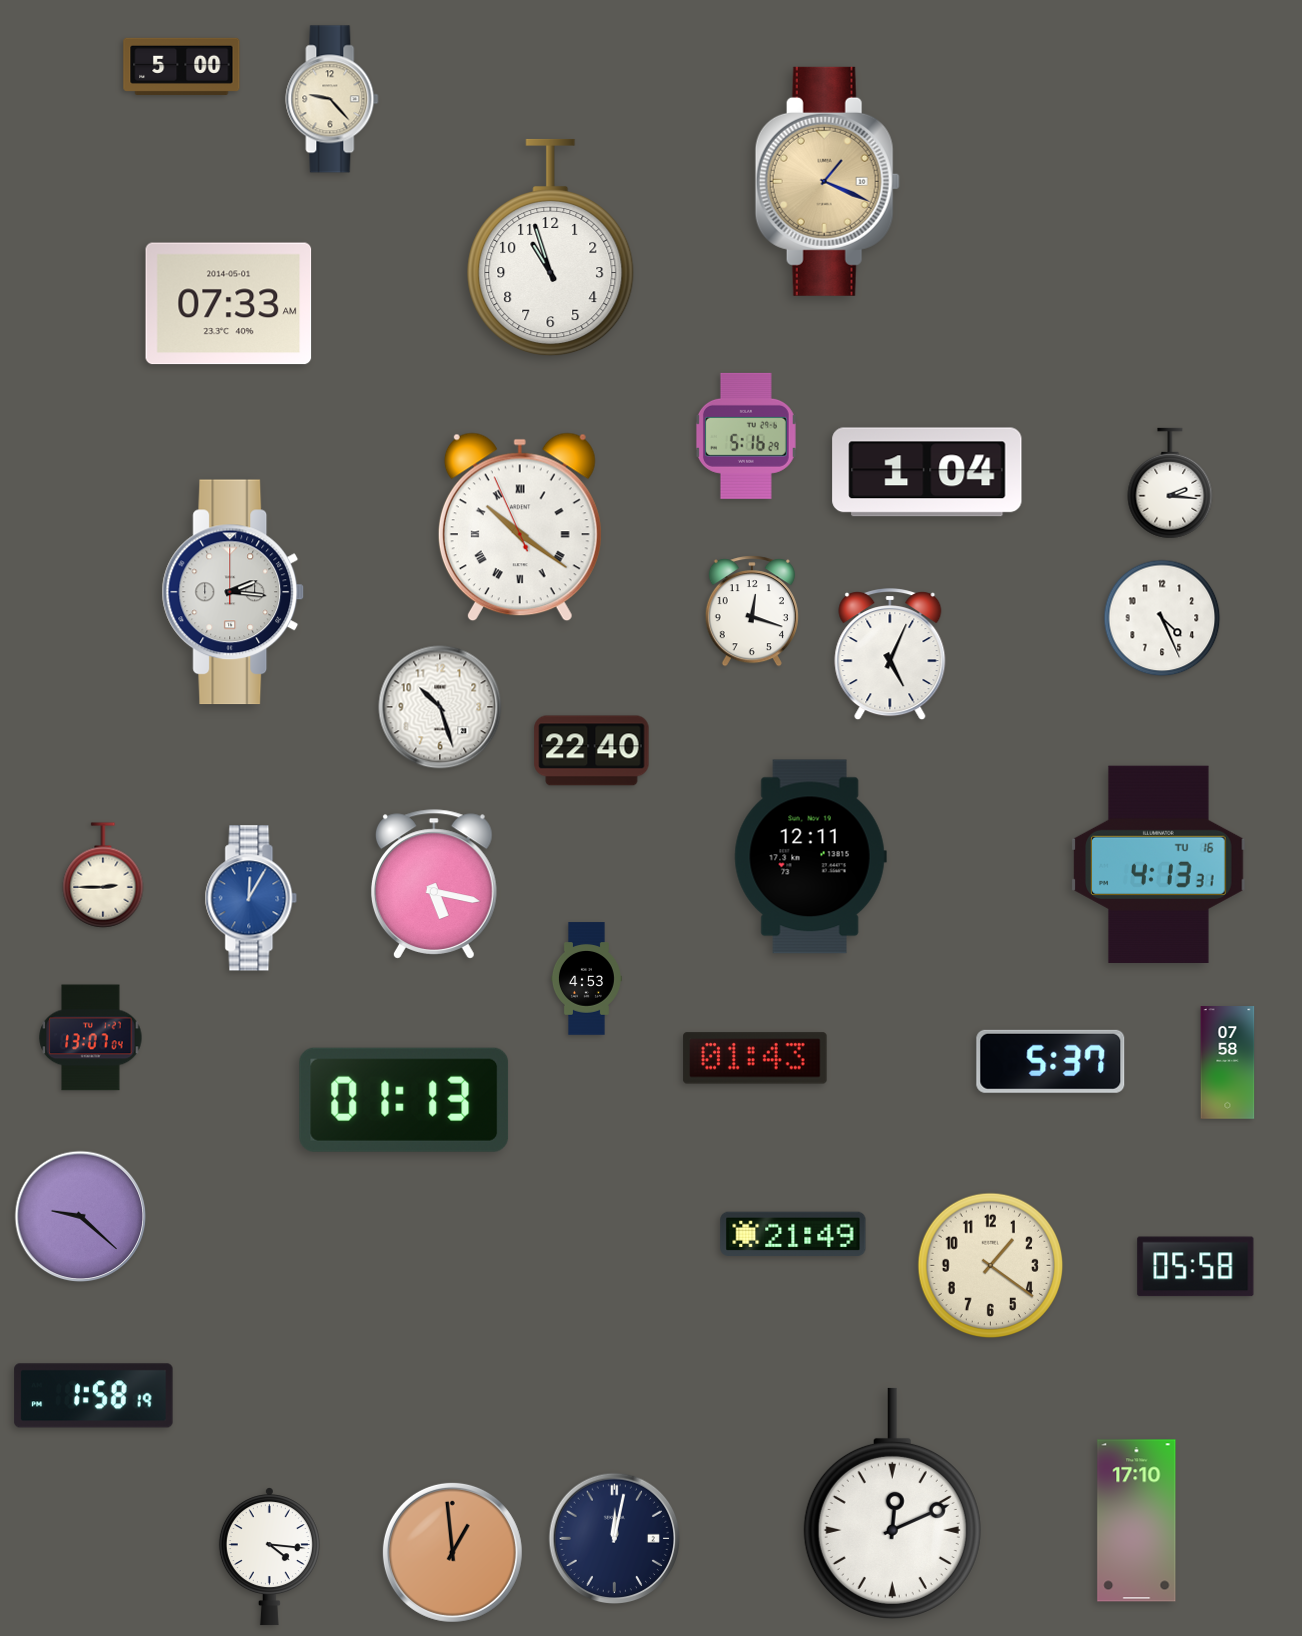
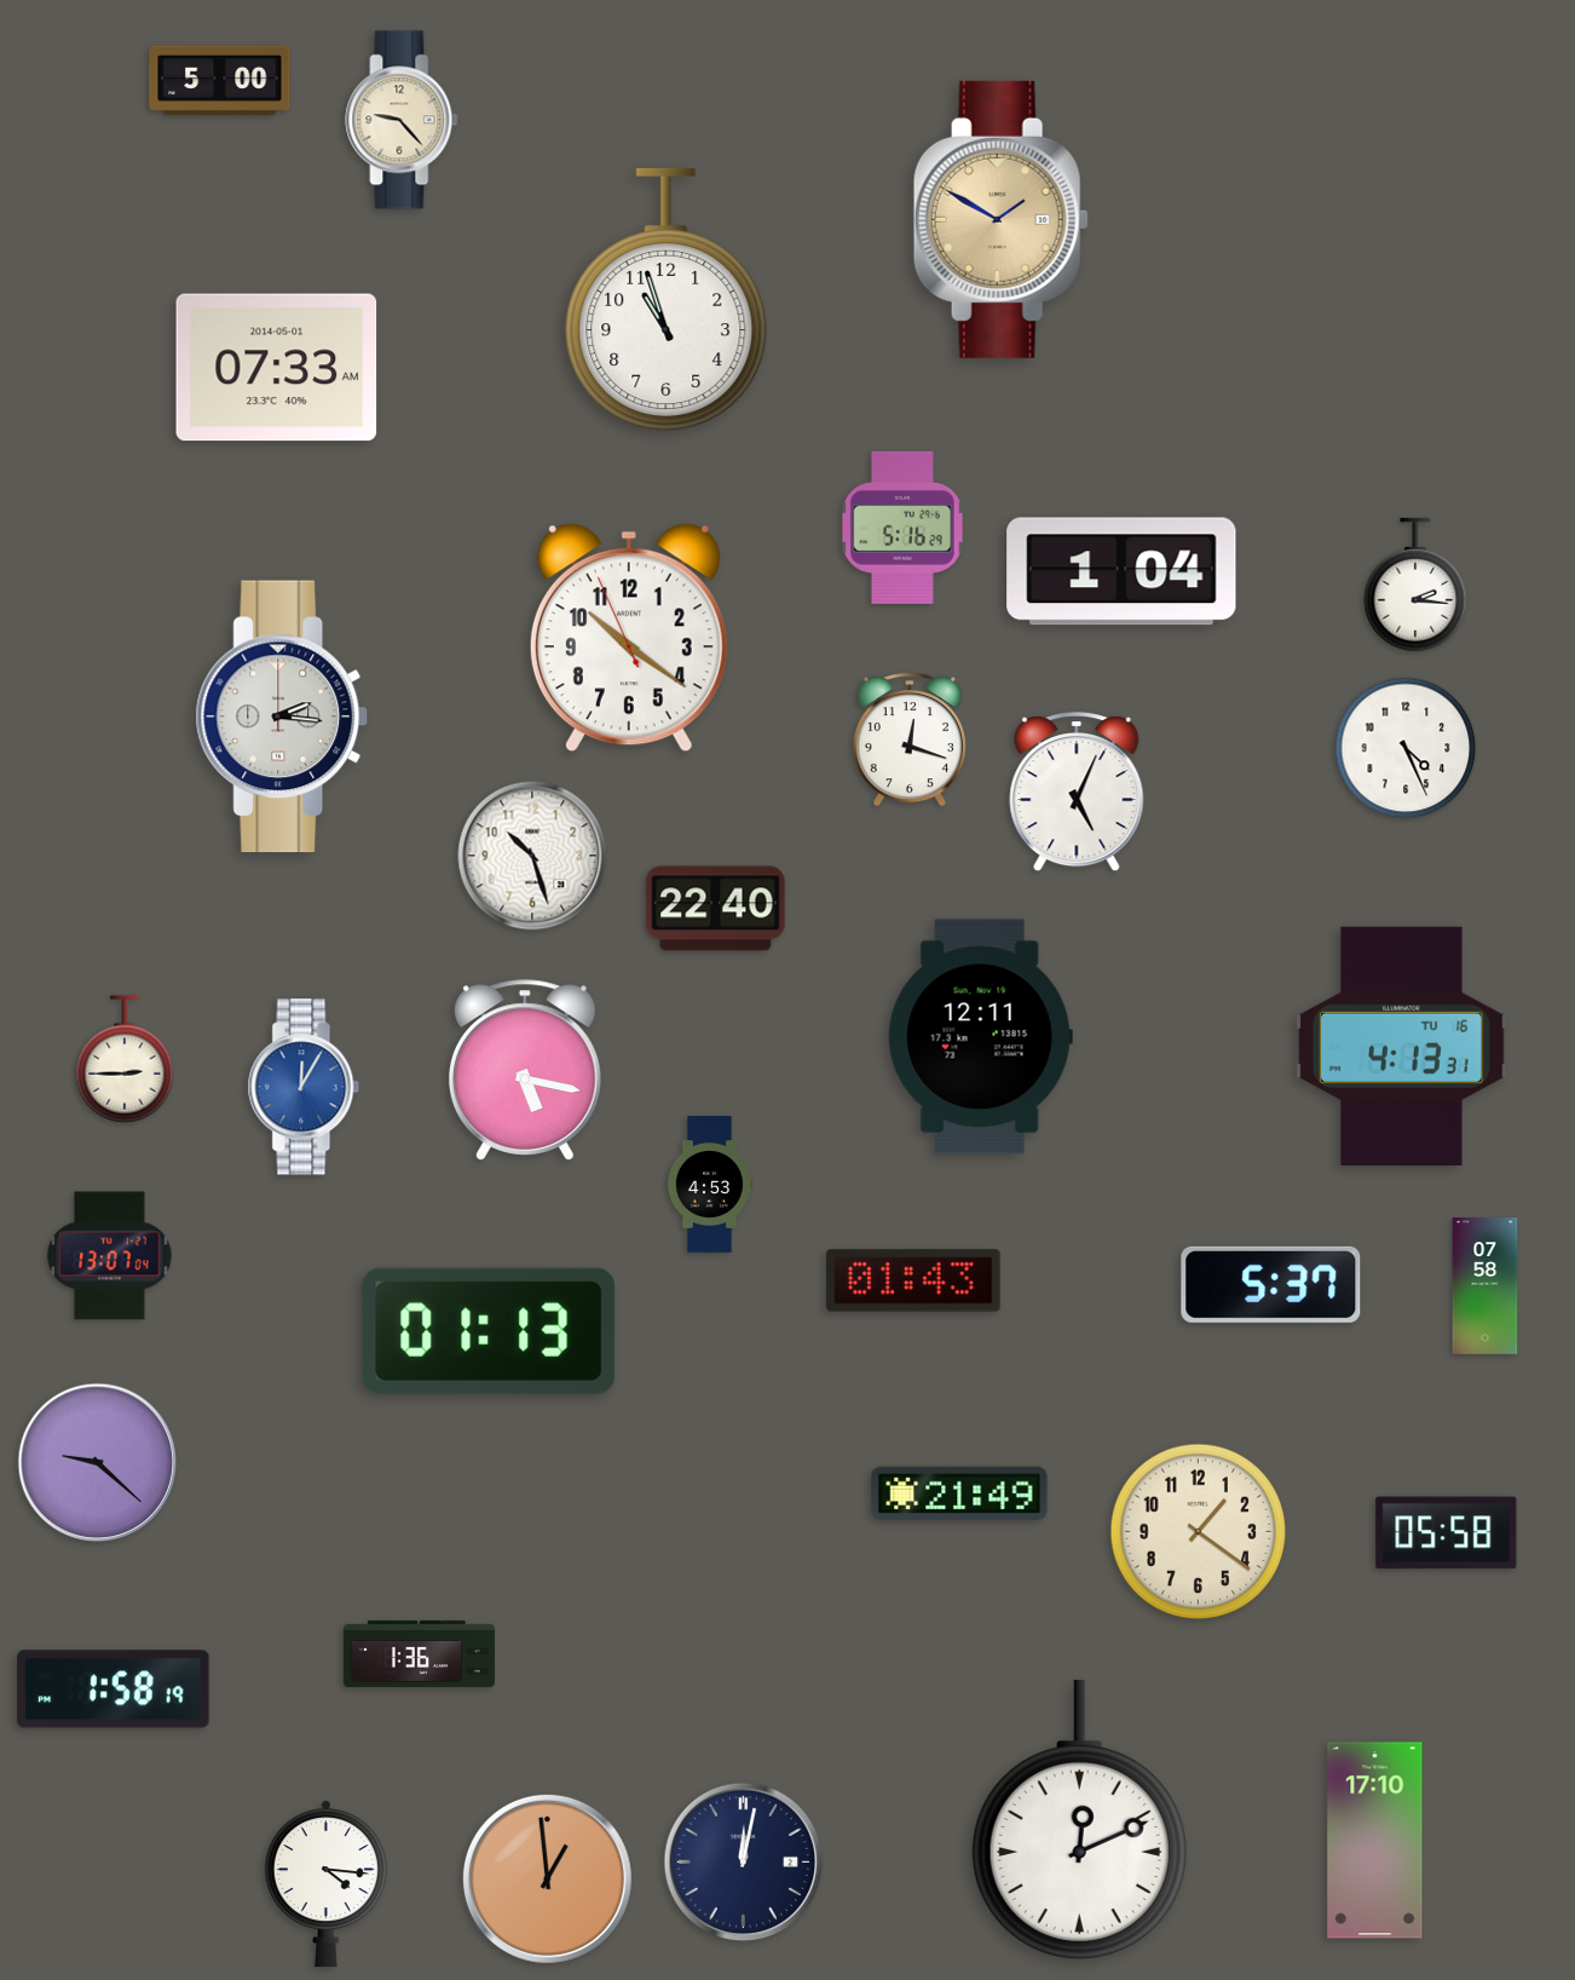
clock at (827, 181): 1:19 -> 1:50
clock at (520, 527) numerals: Roman -> Arabic
clock at (81, 1217) position: (81, 1217) -> (98, 1463)
clock at (419, 1653): none -> 1:36
